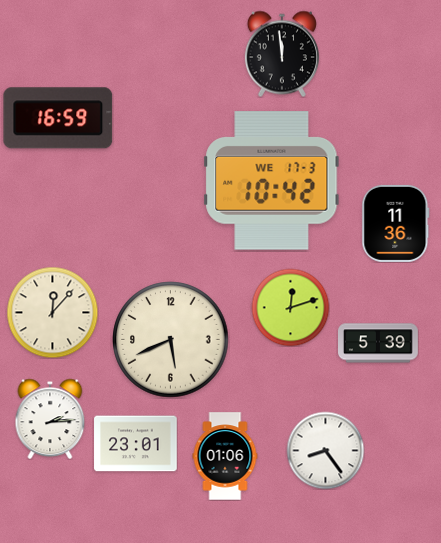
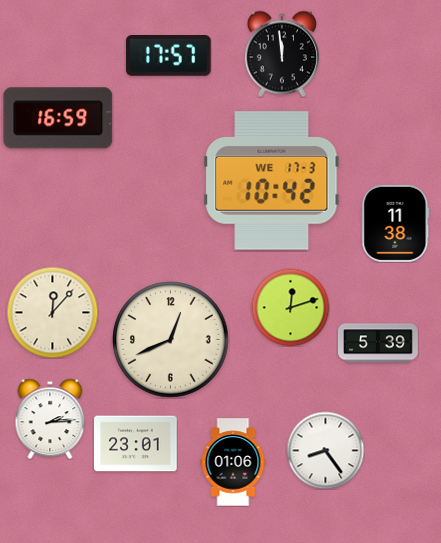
clock at (169, 56): none -> 17:57
clock at (396, 223): 11:36 -> 11:38
clock at (171, 340): 5:41 -> 12:41
clock at (225, 456) position: (225, 456) -> (233, 462)
